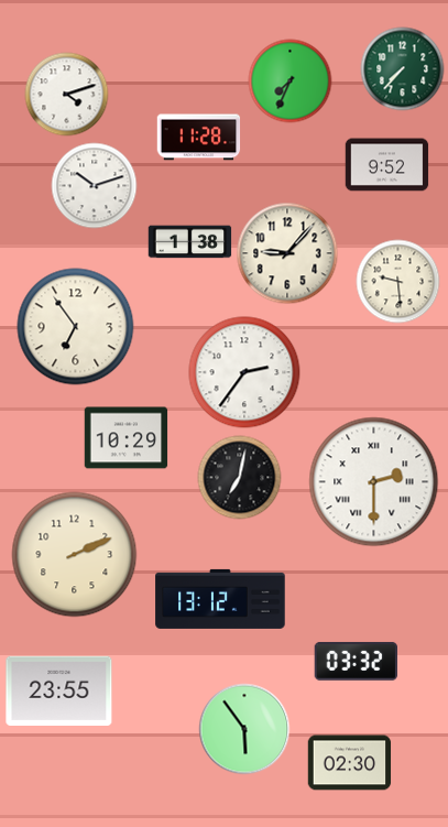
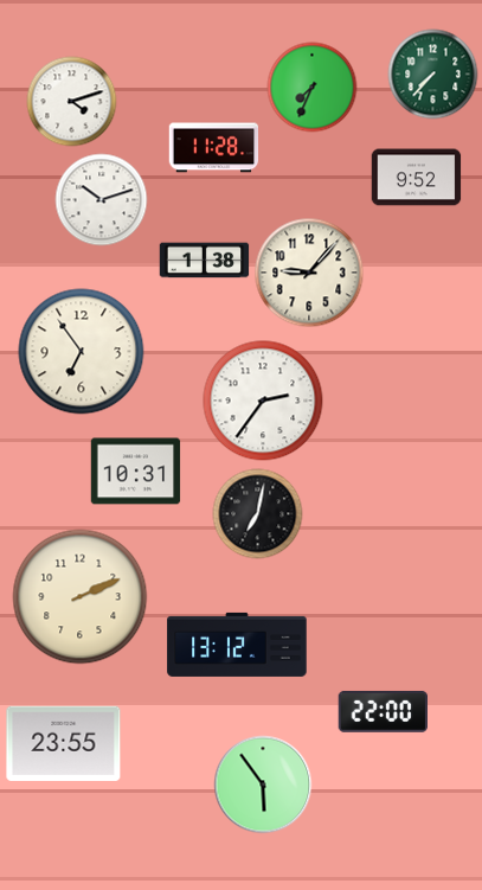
clock at (398, 282): 9:29 -> none
clock at (127, 438): 10:29 -> 10:31
clock at (374, 482): 2:30 -> none
clock at (356, 661): 03:32 -> 22:00
clock at (350, 763): 02:30 -> none
